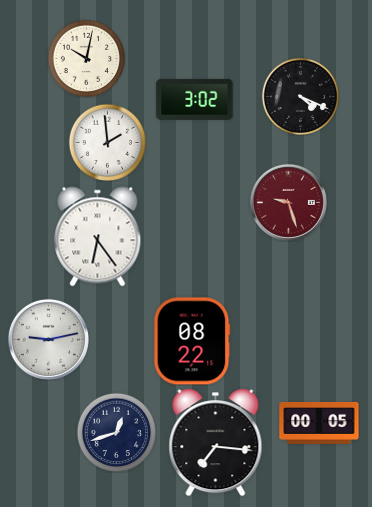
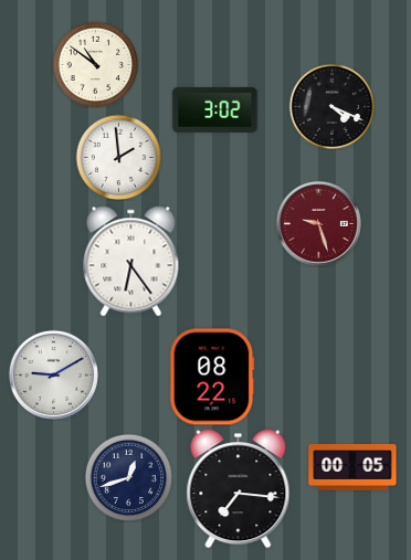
clock at (86, 58): 10:02 -> 10:51
clock at (98, 237) position: (98, 237) -> (131, 262)
clock at (48, 339): 9:13 -> 9:10
